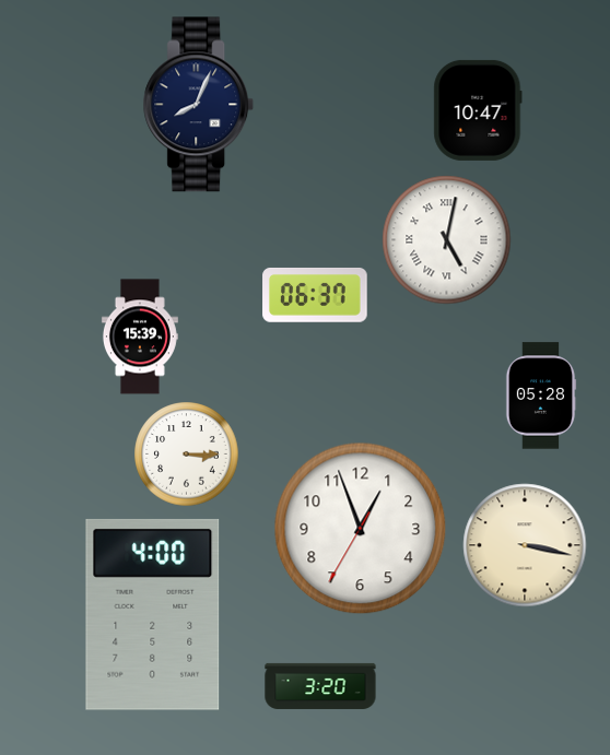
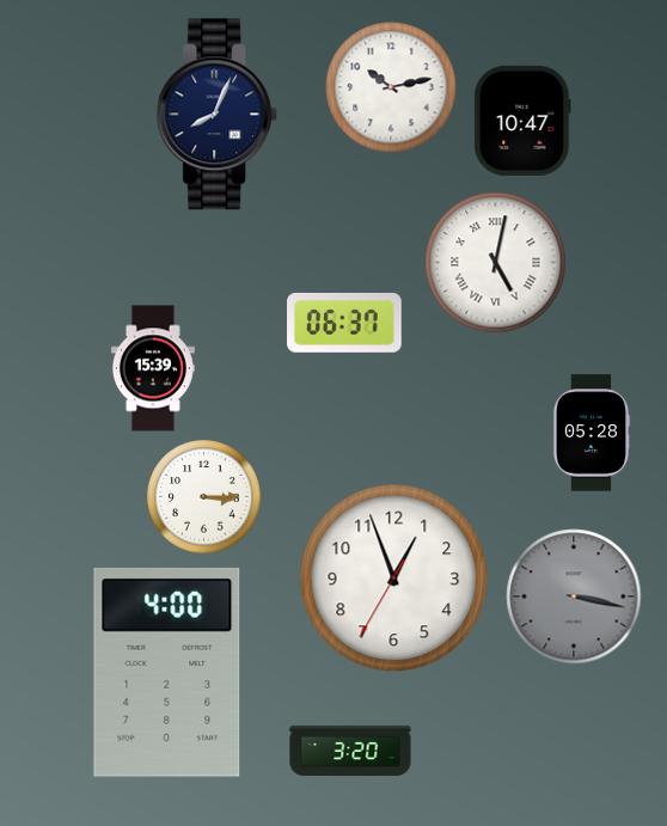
clock at (391, 87): none -> 10:13
clock at (447, 240) position: (447, 240) -> (496, 263)
clock at (525, 545) dial: cream -> grey
